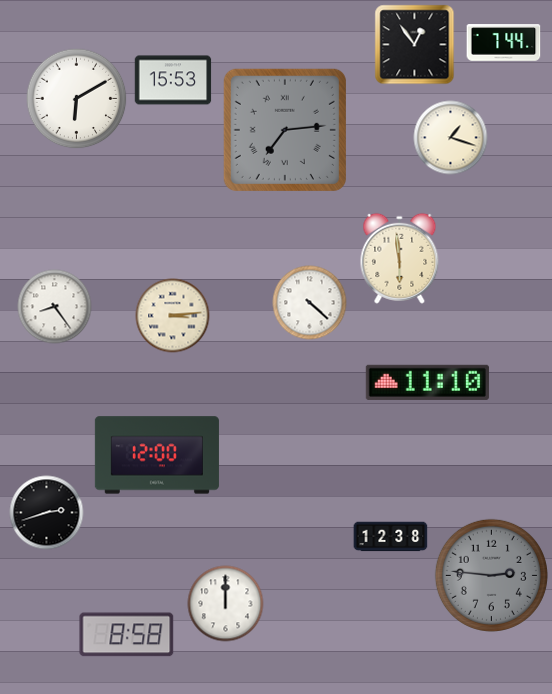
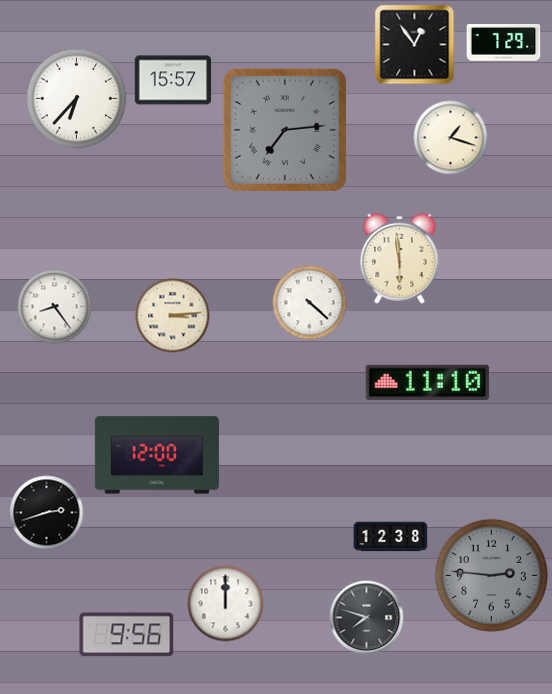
clock at (504, 43): 7:44 -> 7:29
clock at (173, 80): 15:53 -> 15:57
clock at (77, 99): 6:10 -> 6:37
clock at (367, 618): none -> 7:48
clock at (127, 635): 8:58 -> 9:56
